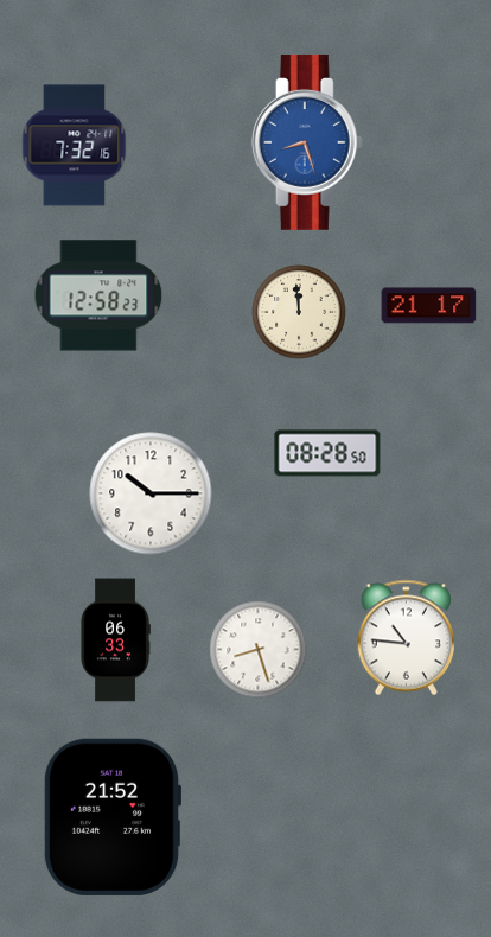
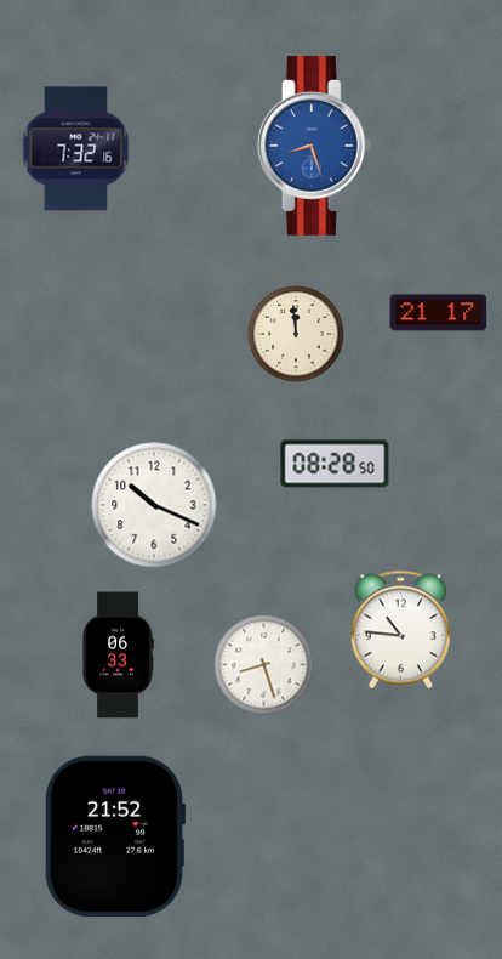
clock at (98, 295): 12:58 -> none
clock at (299, 312) position: (299, 312) -> (296, 334)
clock at (151, 493): 10:15 -> 10:19
clock at (406, 638) position: (406, 638) -> (400, 630)
